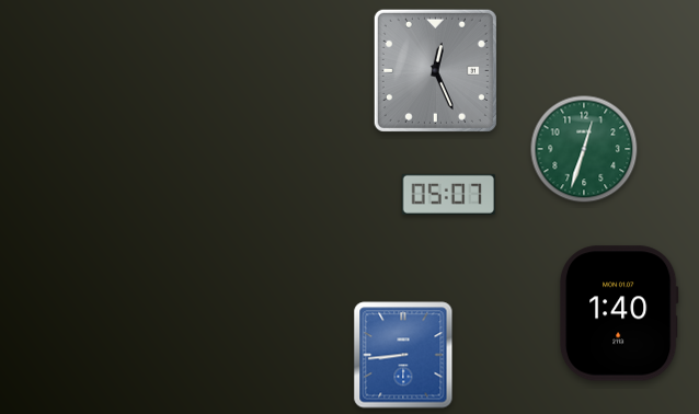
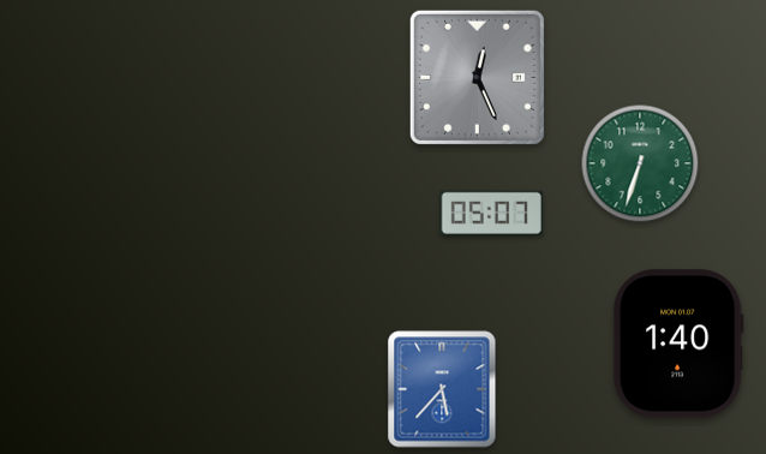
clock at (584, 149): 12:33 -> 6:33
clock at (403, 355): 8:44 -> 5:37
